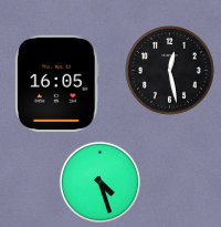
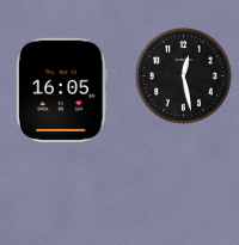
clock at (99, 182): 4:27 -> none
